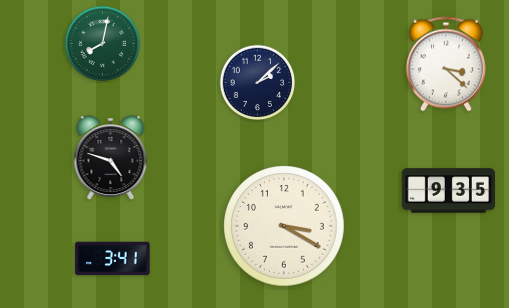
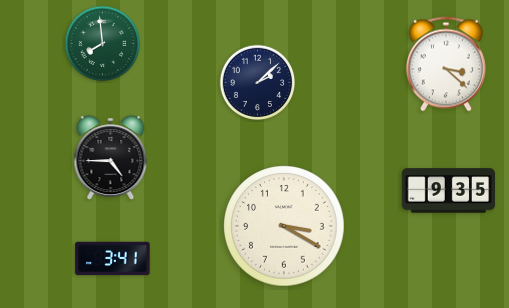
clock at (103, 44): 8:02 -> 7:59
clock at (111, 157): 4:48 -> 4:45
